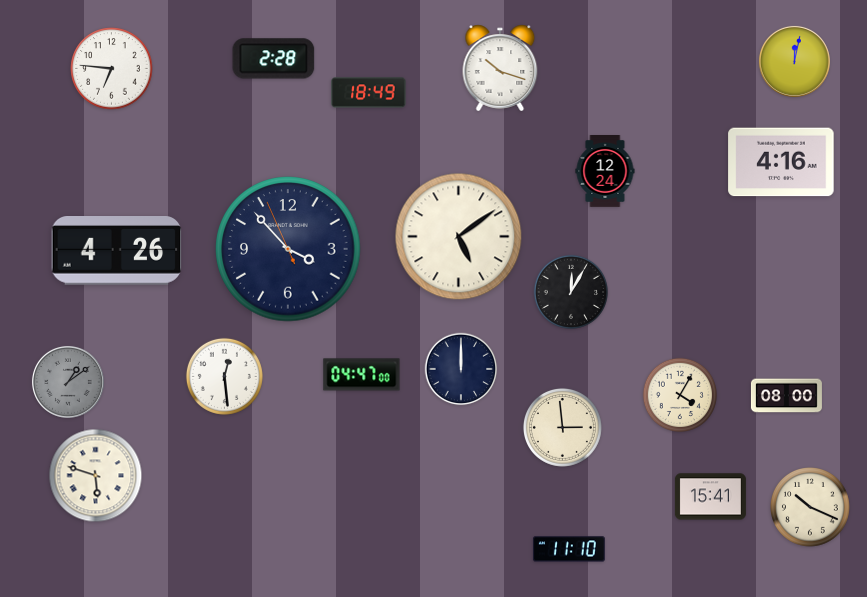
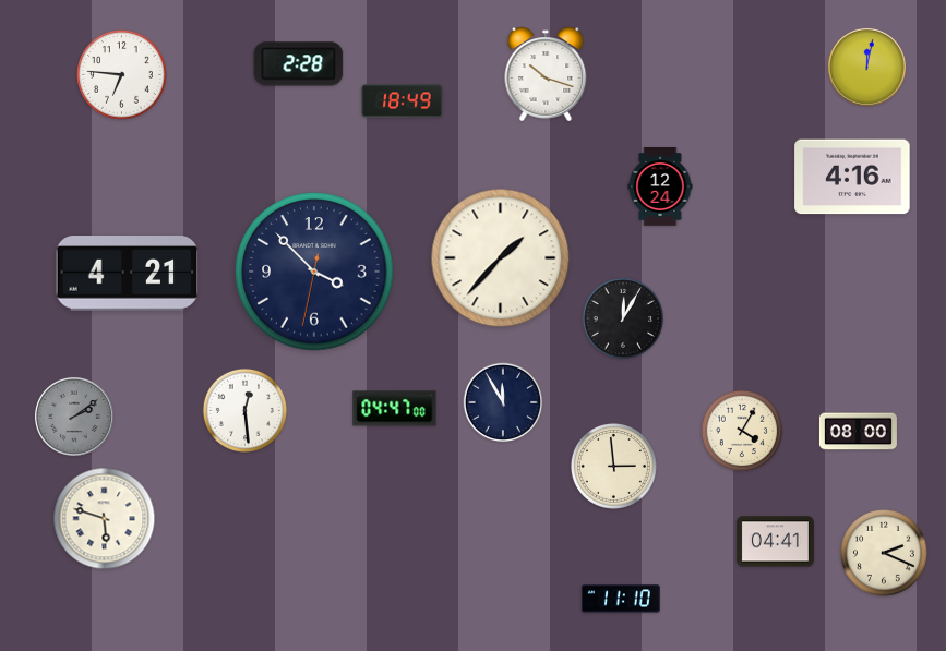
clock at (459, 237): 5:09 -> 1:37
clock at (288, 249): 3:52:56 -> 3:52:32
clock at (117, 251): 4:26 -> 4:21
clock at (461, 369): 12:00 -> 11:55
clock at (68, 382): 1:09 -> 2:09
clock at (710, 497): 15:41 -> 04:41
clock at (811, 508): 10:19 -> 2:19
